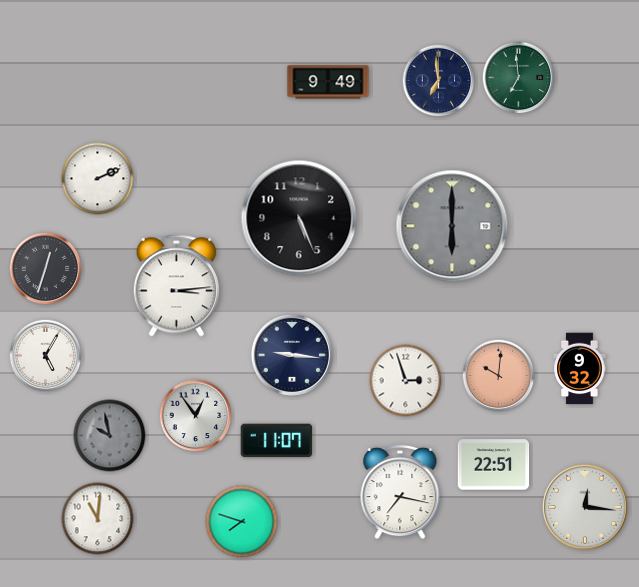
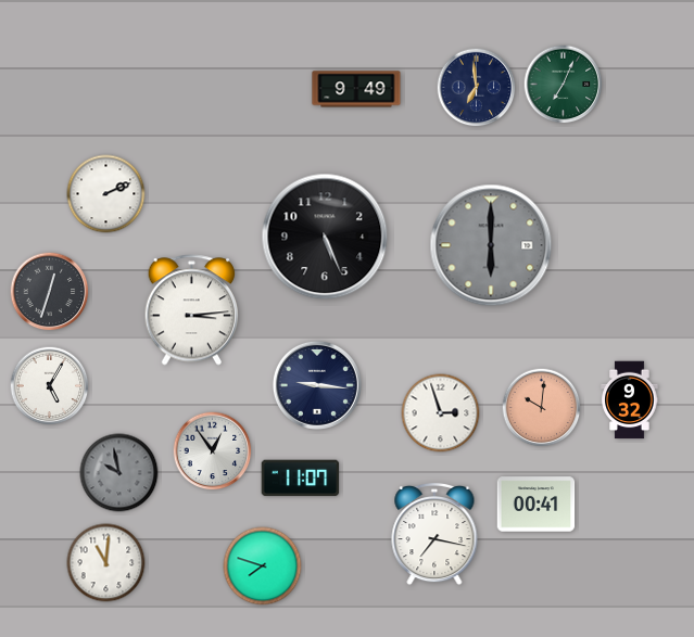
clock at (519, 78): 6:59 -> 7:04
clock at (494, 465): 22:51 -> 00:41
clock at (585, 507): 12:16 -> none
